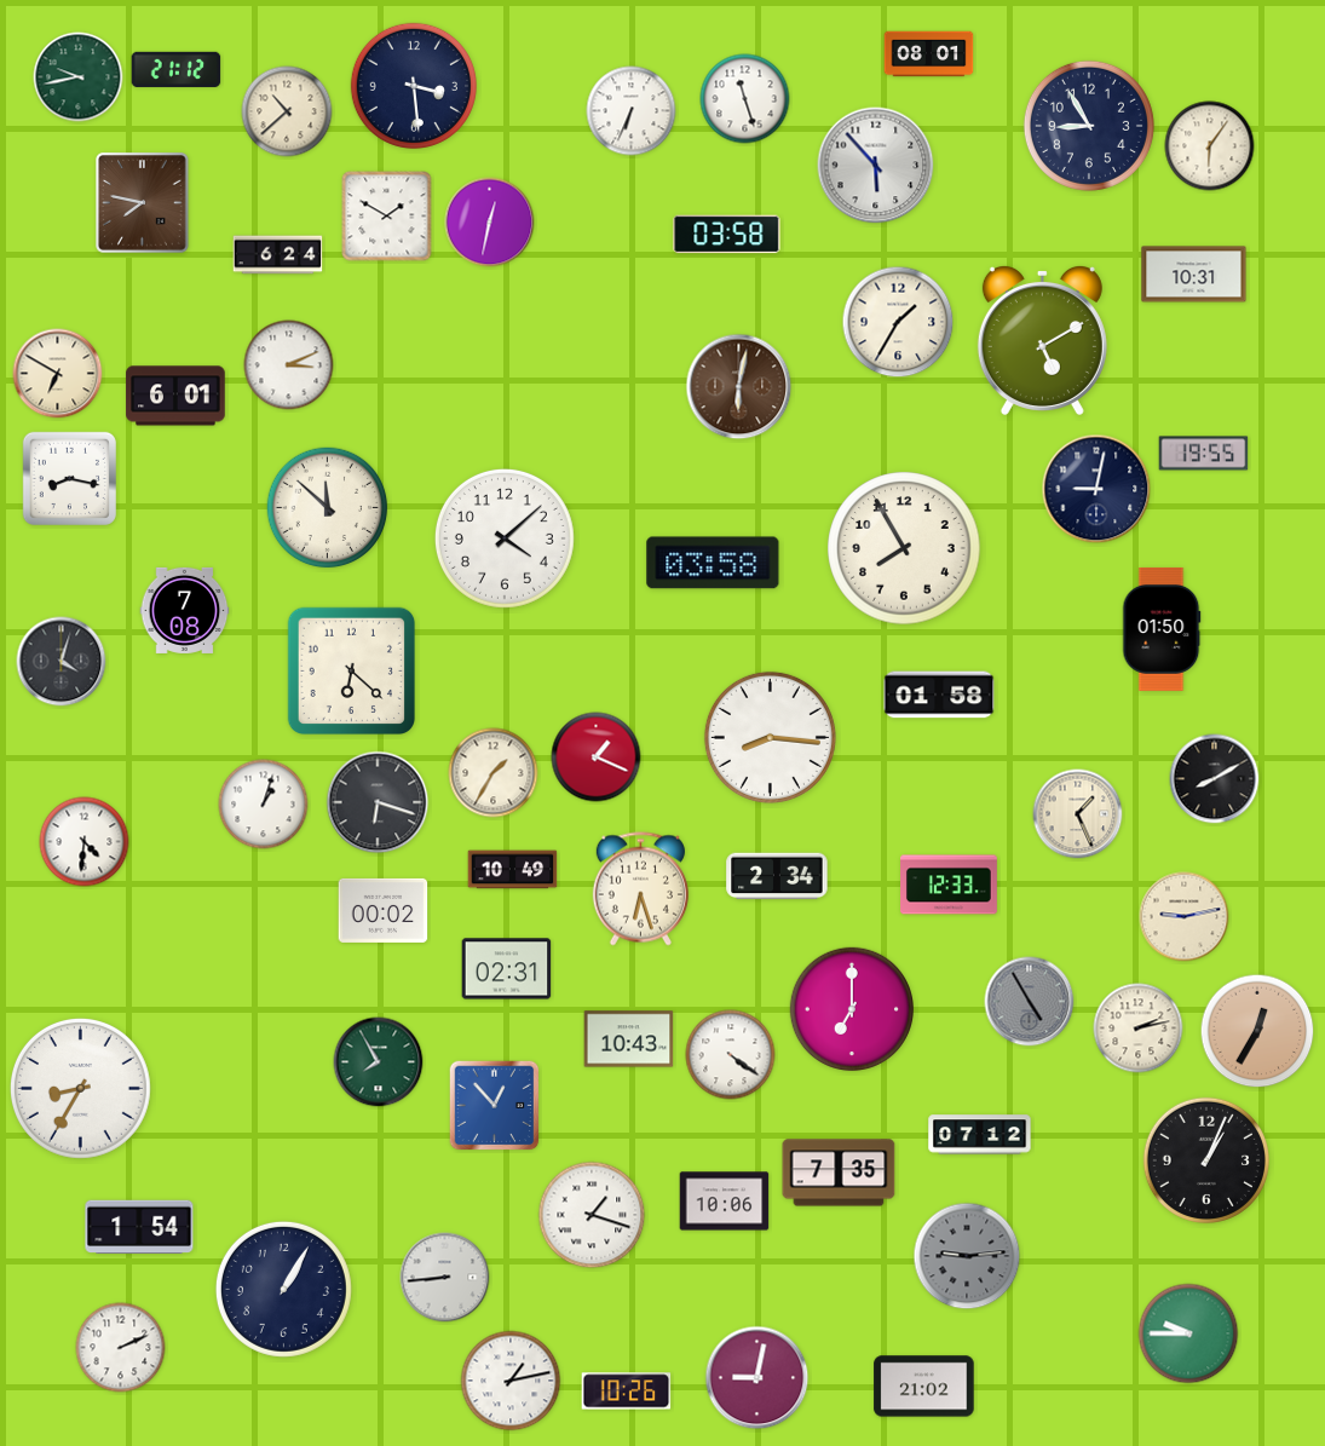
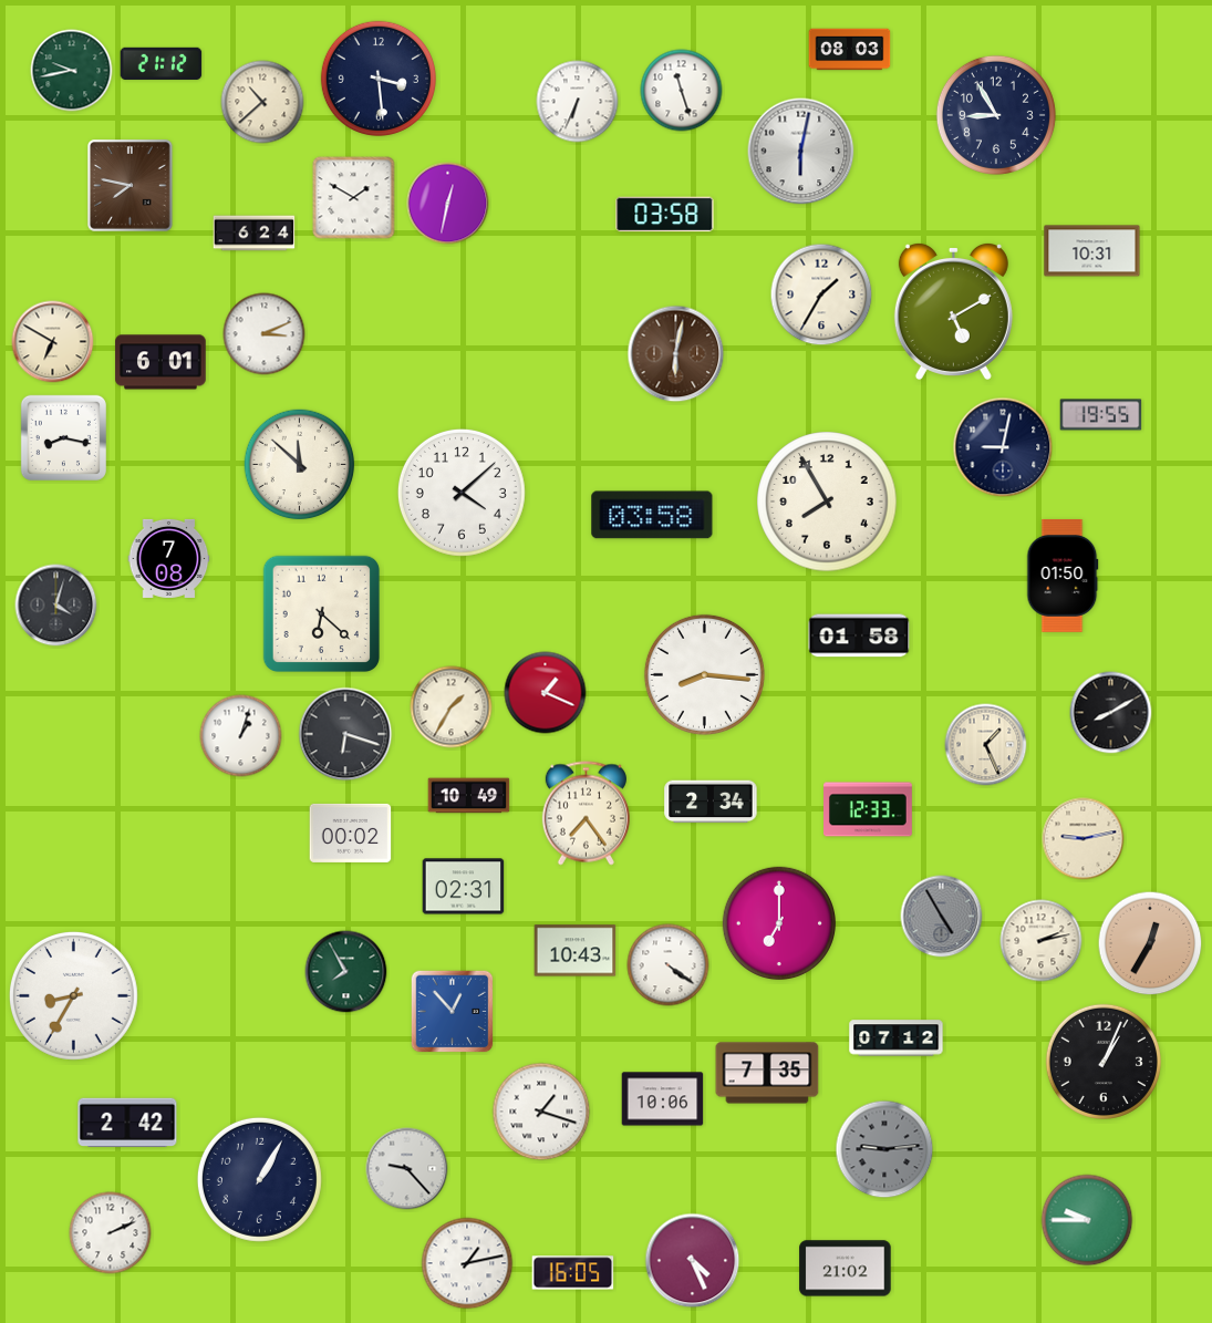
clock at (929, 54): 08:01 -> 08:03
clock at (1210, 146): 6:06 -> none
clock at (876, 166): 5:53 -> 6:02
clock at (85, 842): 4:31 -> none
clock at (640, 889): 6:27 -> 7:24
clock at (139, 1227): 1:54 -> 2:42
clock at (445, 1278): 8:44 -> 9:23
clock at (757, 1378): 9:02 -> 4:26
clock at (627, 1392): 10:26 -> 16:05
